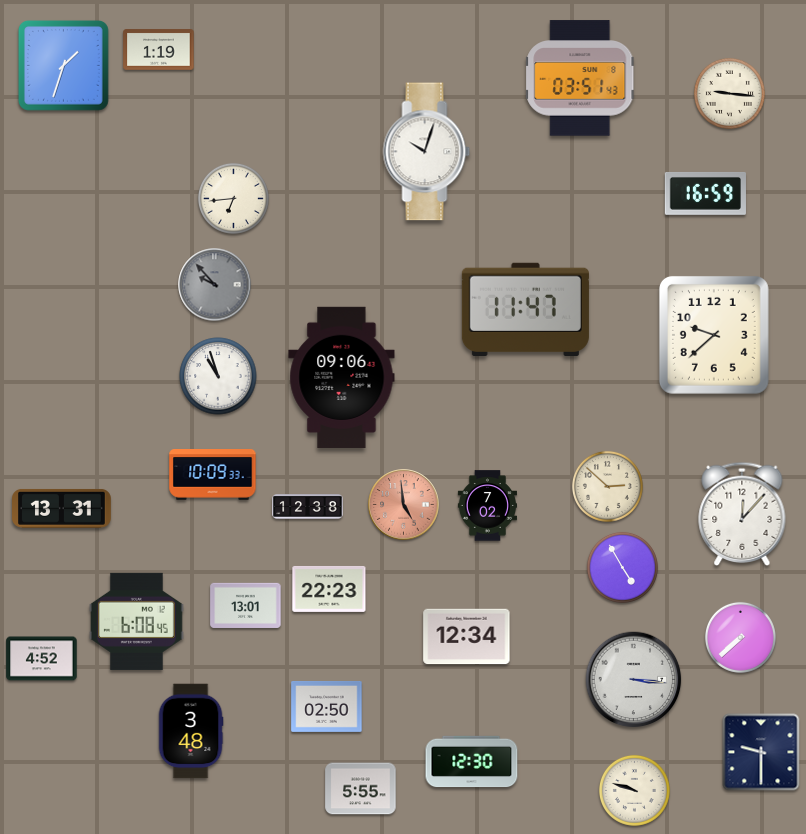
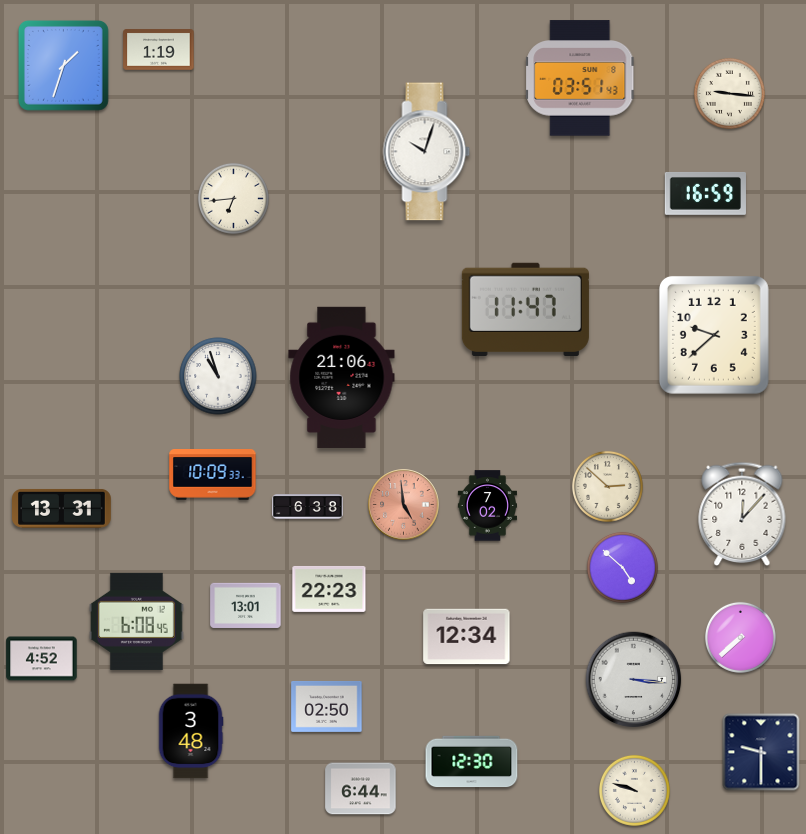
clock at (215, 285): 9:53 -> none
clock at (342, 377): 09:06 -> 21:06
clock at (308, 507): 12:38 -> 6:38
clock at (622, 567): 4:55 -> 4:52
clock at (361, 789): 5:55 -> 6:44
